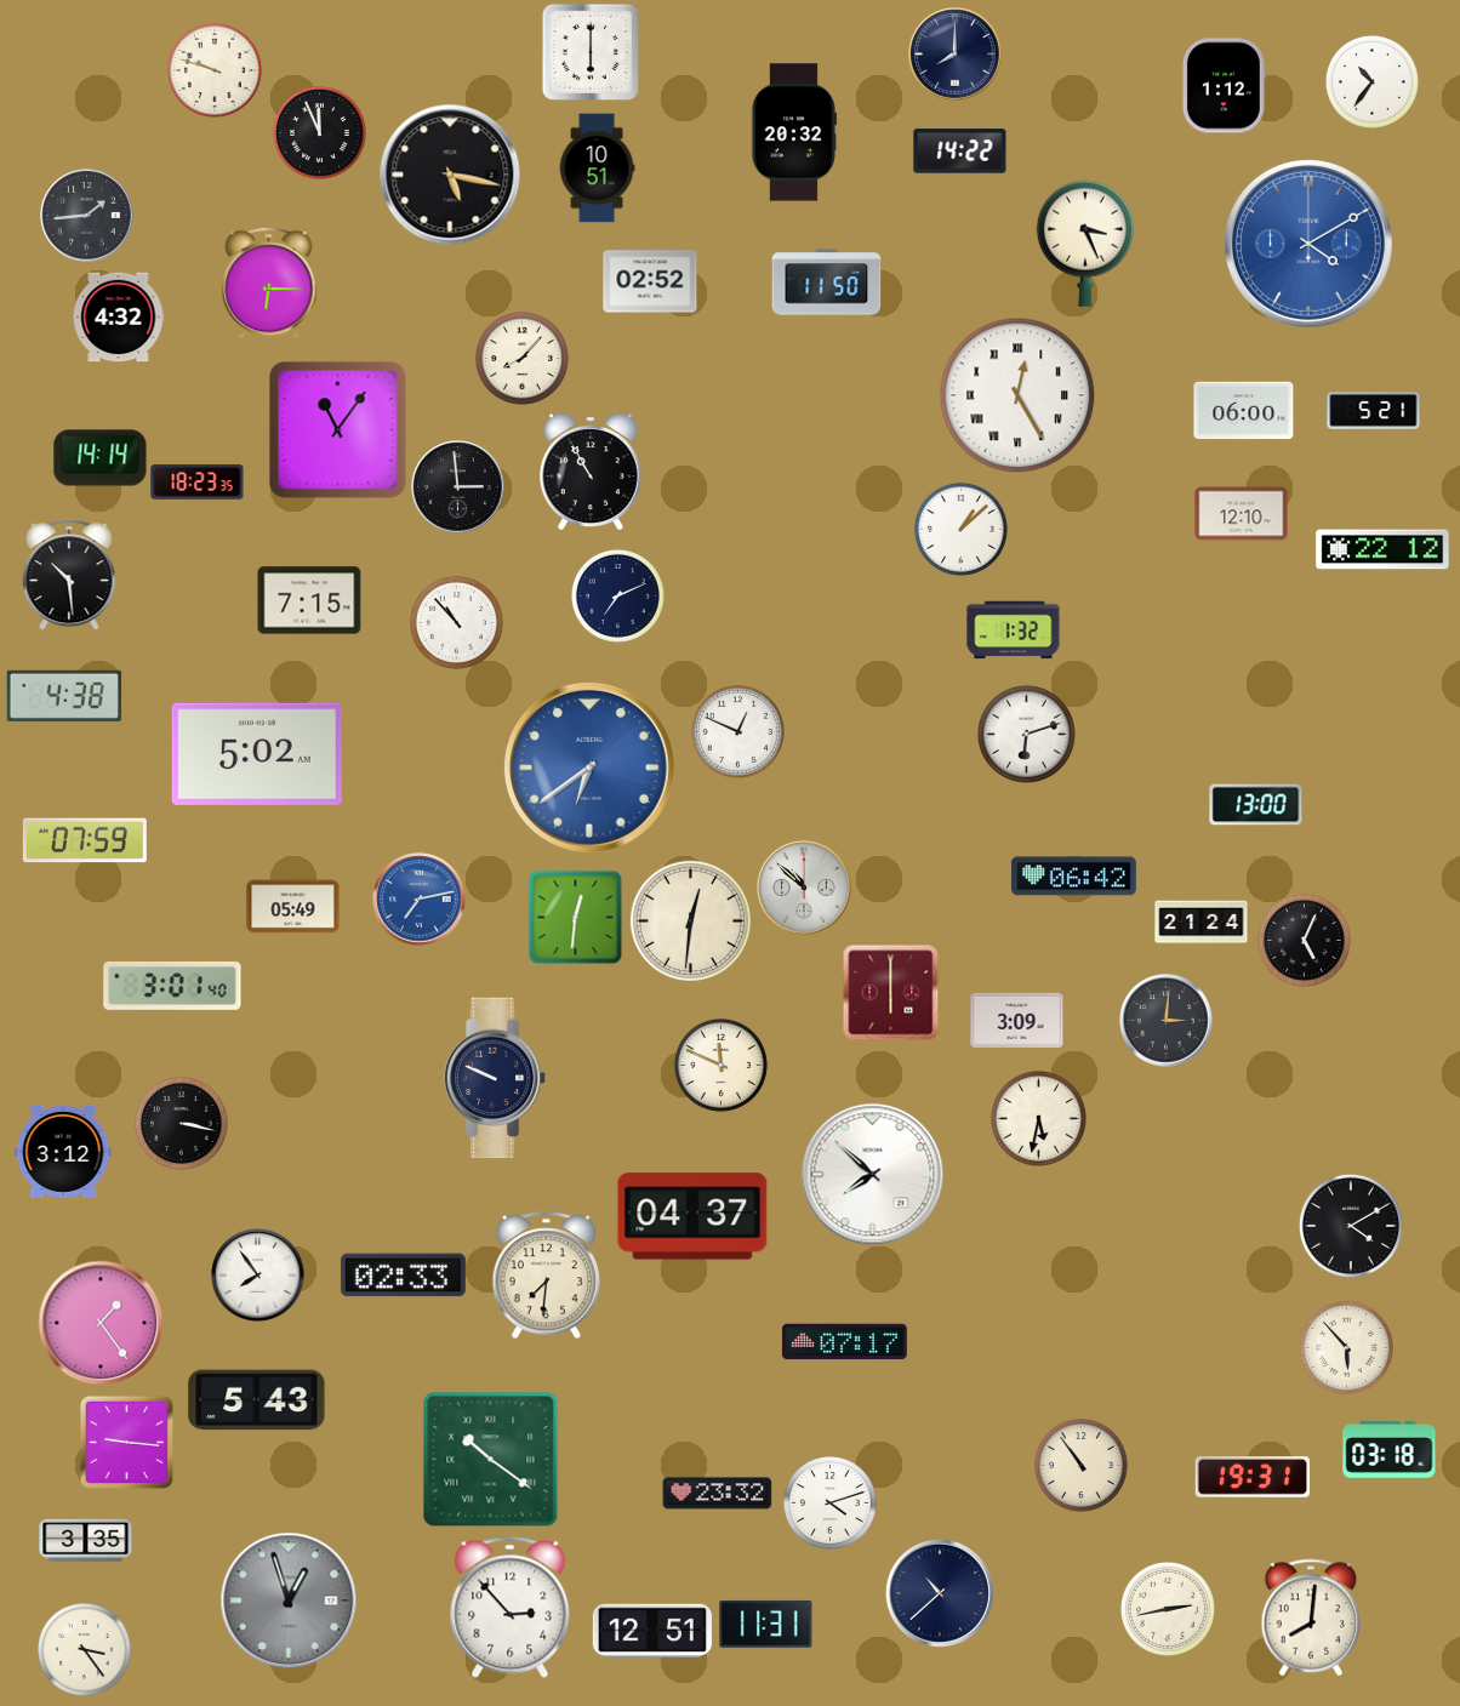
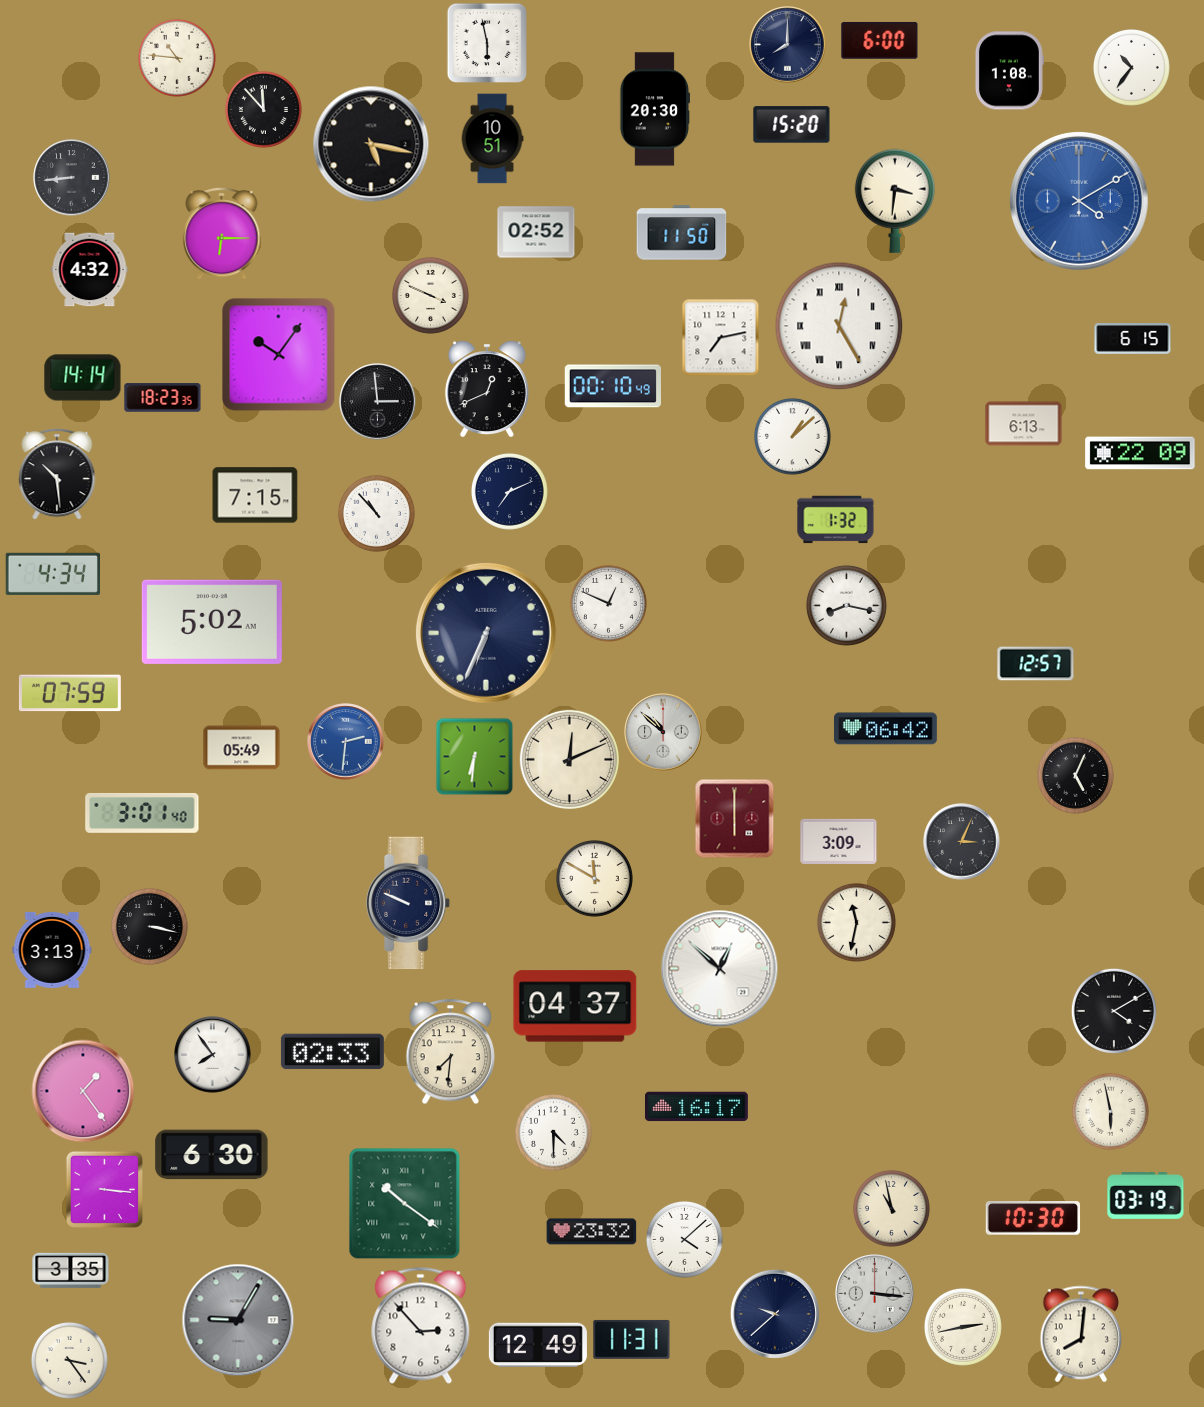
clock at (880, 40): none -> 6:00
clock at (589, 51): 6:00 -> 5:58
clock at (215, 70): 9:48 -> 10:46
clock at (1224, 86): 1:12 -> 1:08
clock at (319, 132): 11:56 -> 11:53
clock at (793, 132): 20:32 -> 20:30
clock at (960, 152): 14:22 -> 15:20
clock at (87, 216): 1:44 -> 8:44
clock at (1084, 244): 3:26 -> 3:31
clock at (119, 318) position: (119, 318) -> (90, 270)
clock at (521, 358): 8:07 -> 3:49
clock at (720, 337): none -> 7:13
clock at (1244, 411): 06:00 -> none
clock at (1374, 411): 5:21 -> 6:15
clock at (338, 430): 11:06 -> 10:06
clock at (613, 386): none -> 00:10
clock at (591, 472): 10:55 -> 12:41
clock at (1242, 514): 12:10 -> 6:13
clock at (1382, 549): 22:12 -> 22:09
clock at (63, 696): 4:38 -> 4:34
clock at (1026, 734): 6:12 -> 8:17
clock at (589, 768): 6:39 -> 6:34
clock at (589, 768) dial: blue -> navy
clock at (1256, 805): 13:00 -> 12:57
clock at (1073, 877) position: (1073, 877) -> (885, 729)
clock at (420, 900): 7:13 -> 2:31
clock at (575, 917): 12:31 -> 6:31
clock at (690, 920): 12:31 -> 12:11
clock at (1202, 923): 21:24 -> none
clock at (1167, 1021): 3:01 -> 3:04
clock at (720, 1065): 11:49 -> 11:50
clock at (495, 1078) position: (495, 1078) -> (408, 903)
clock at (1038, 1118): 5:32 -> 11:32
clock at (63, 1152): 3:12 -> 3:13
clock at (873, 1175): 7:52 -> 12:52
clock at (692, 1216) position: (692, 1216) -> (575, 1006)
clock at (258, 1276) position: (258, 1276) -> (213, 1055)
clock at (844, 1342): 07:17 -> 16:17
clock at (1346, 1347): 5:53 -> 5:58
clock at (553, 1132): none -> 4:30
clock at (257, 1400): 5:43 -> 6:30
clock at (126, 1442): 9:16 -> 3:16
clock at (1390, 1450): 03:18 -> 03:19
clock at (1080, 1465): 10:54 -> 10:58
clock at (1253, 1477): 19:31 -> 10:30
clock at (829, 1502): 4:12 -> 4:08
clock at (875, 1294): none -> 3:16
clock at (940, 1593): 10:38 -> 9:38
clock at (289, 1601): 12:57 -> 9:05
clock at (652, 1630): 12:51 -> 12:49
